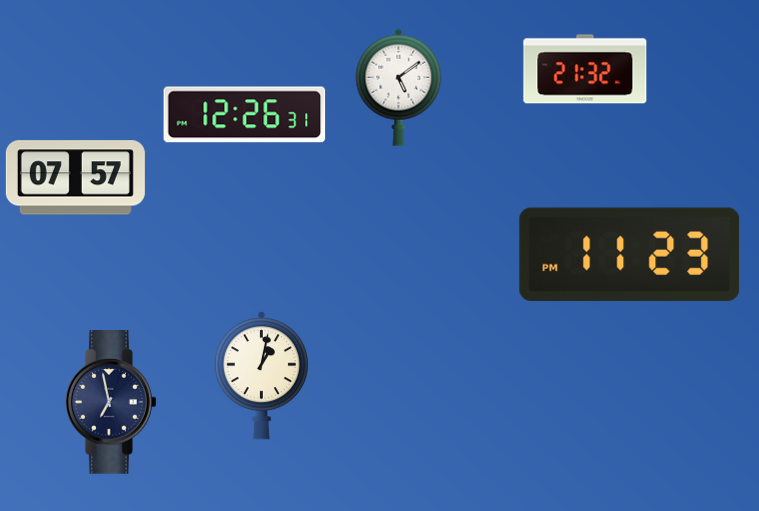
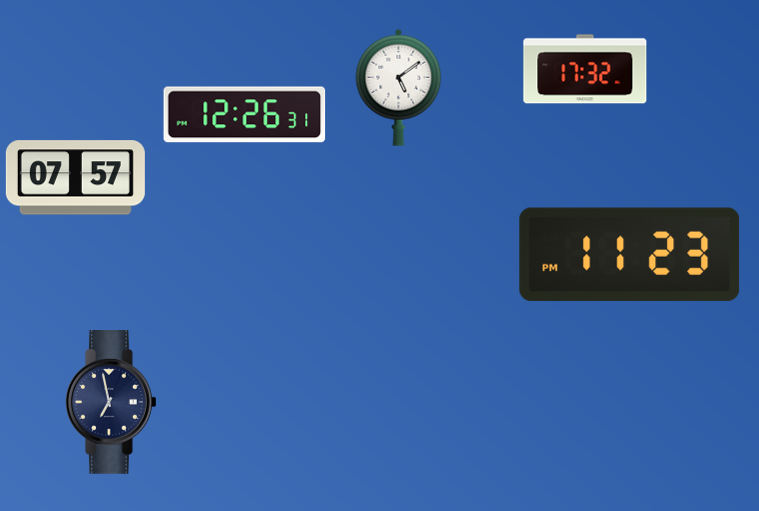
clock at (585, 69): 21:32 -> 17:32
clock at (261, 376): 1:02 -> none
